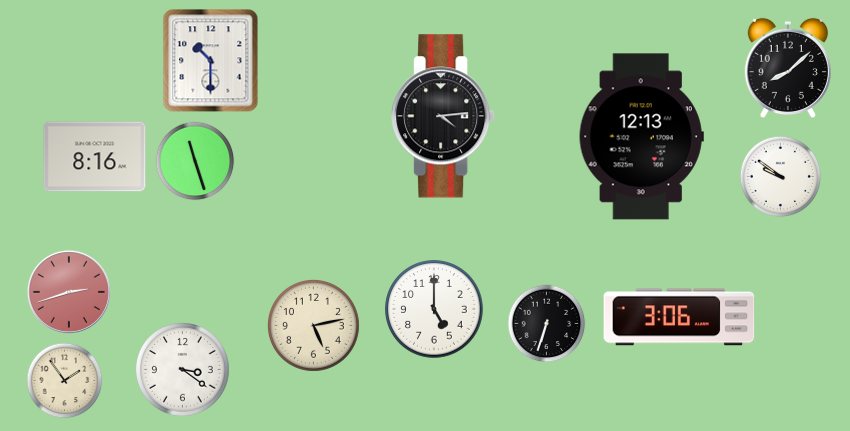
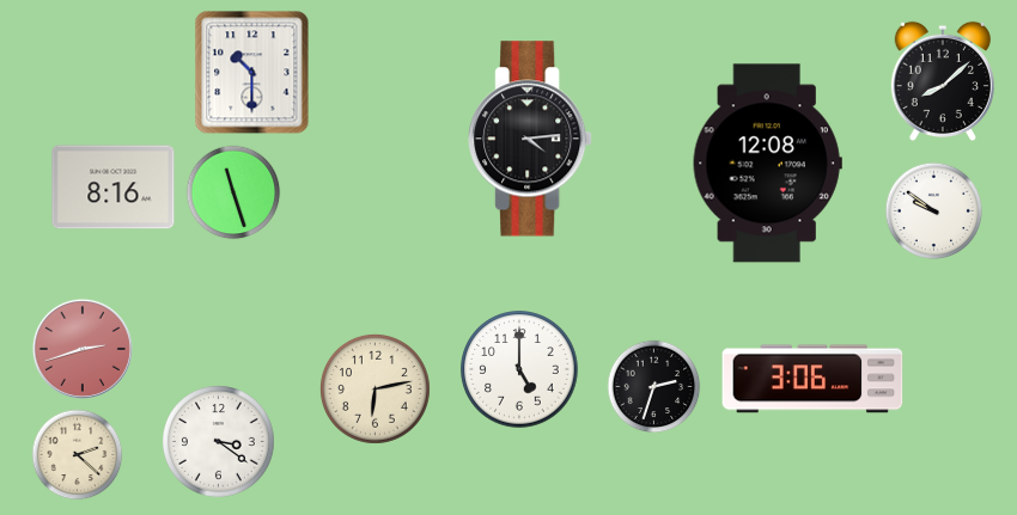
clock at (641, 137): 12:13 -> 12:08
clock at (547, 324): 6:33 -> 2:33
clock at (313, 325): 5:13 -> 6:13
clock at (65, 381): 1:54 -> 2:22
